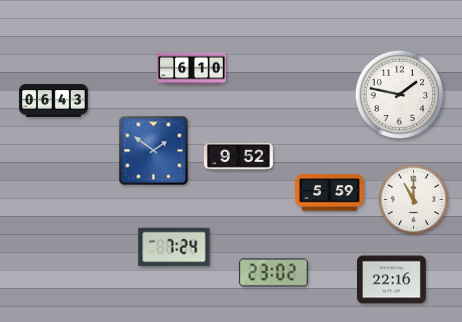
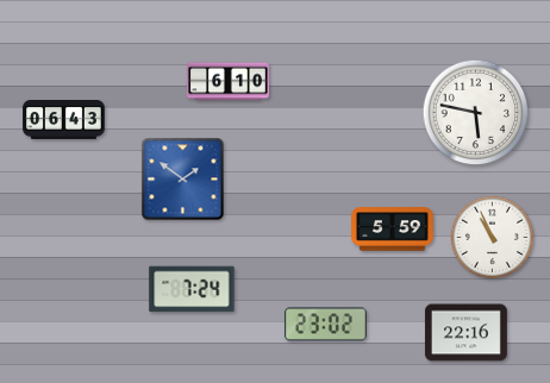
clock at (400, 95): 1:47 -> 5:47
clock at (238, 157): 9:52 -> none
clock at (414, 200): 11:00 -> 10:56
clock at (174, 247) position: (174, 247) -> (192, 289)
